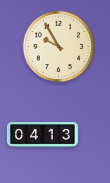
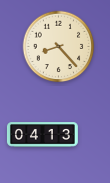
clock at (59, 47): 9:55 -> 8:23
